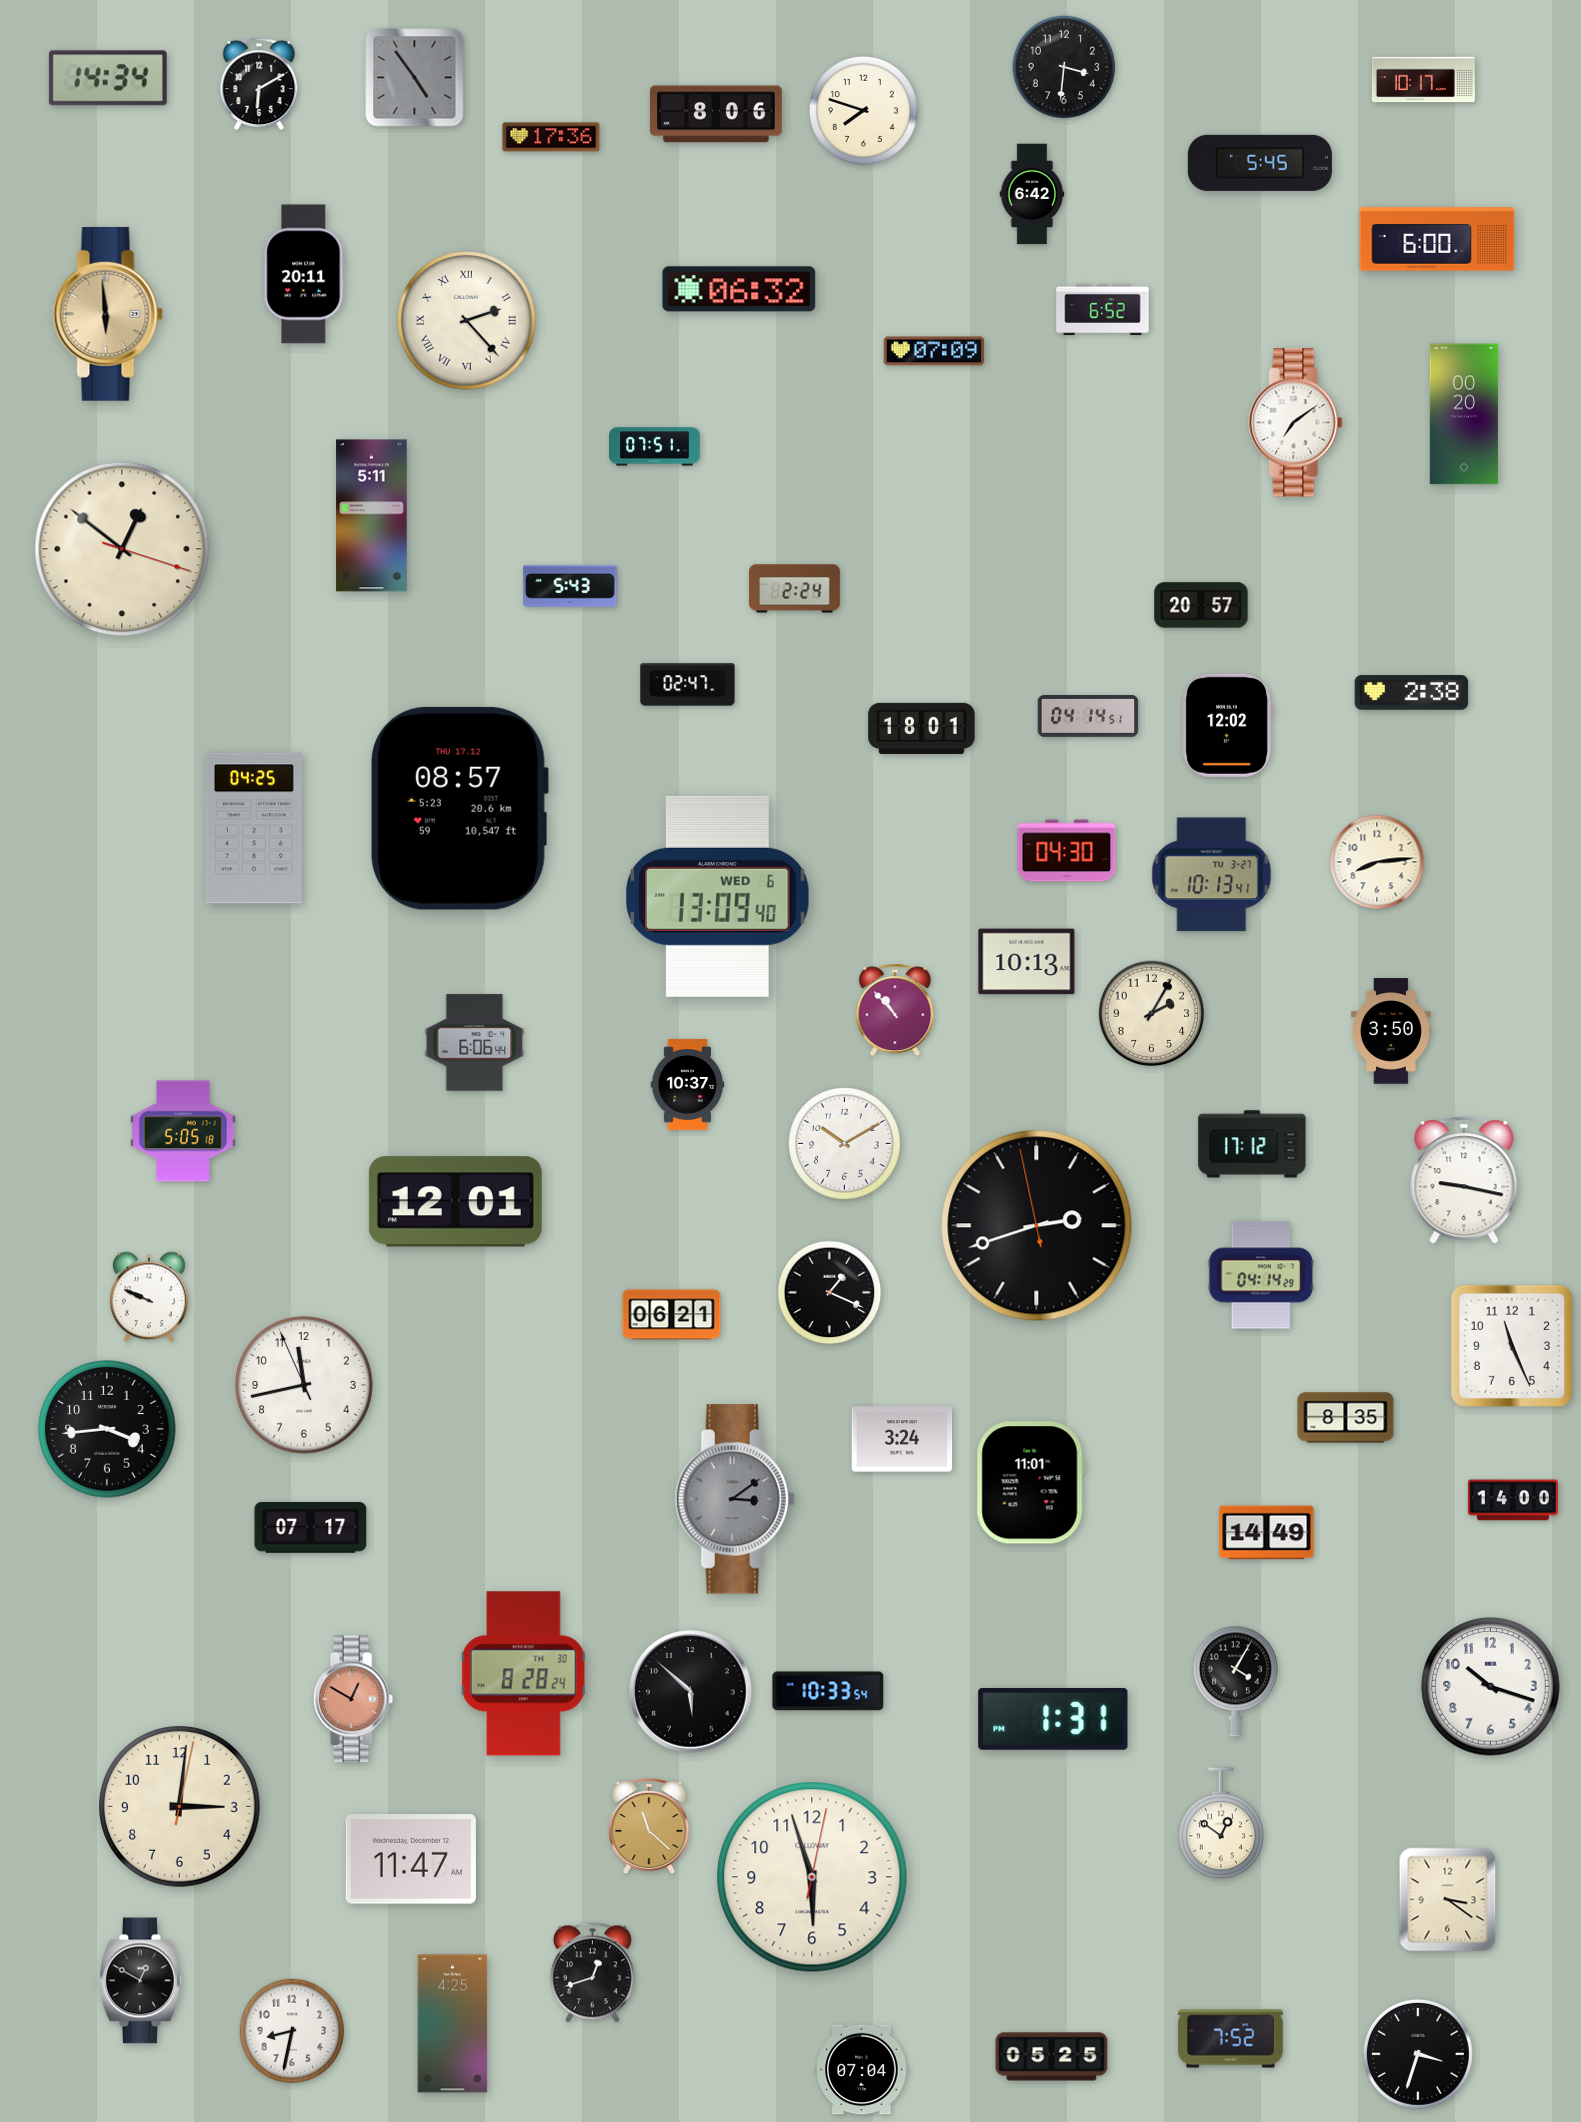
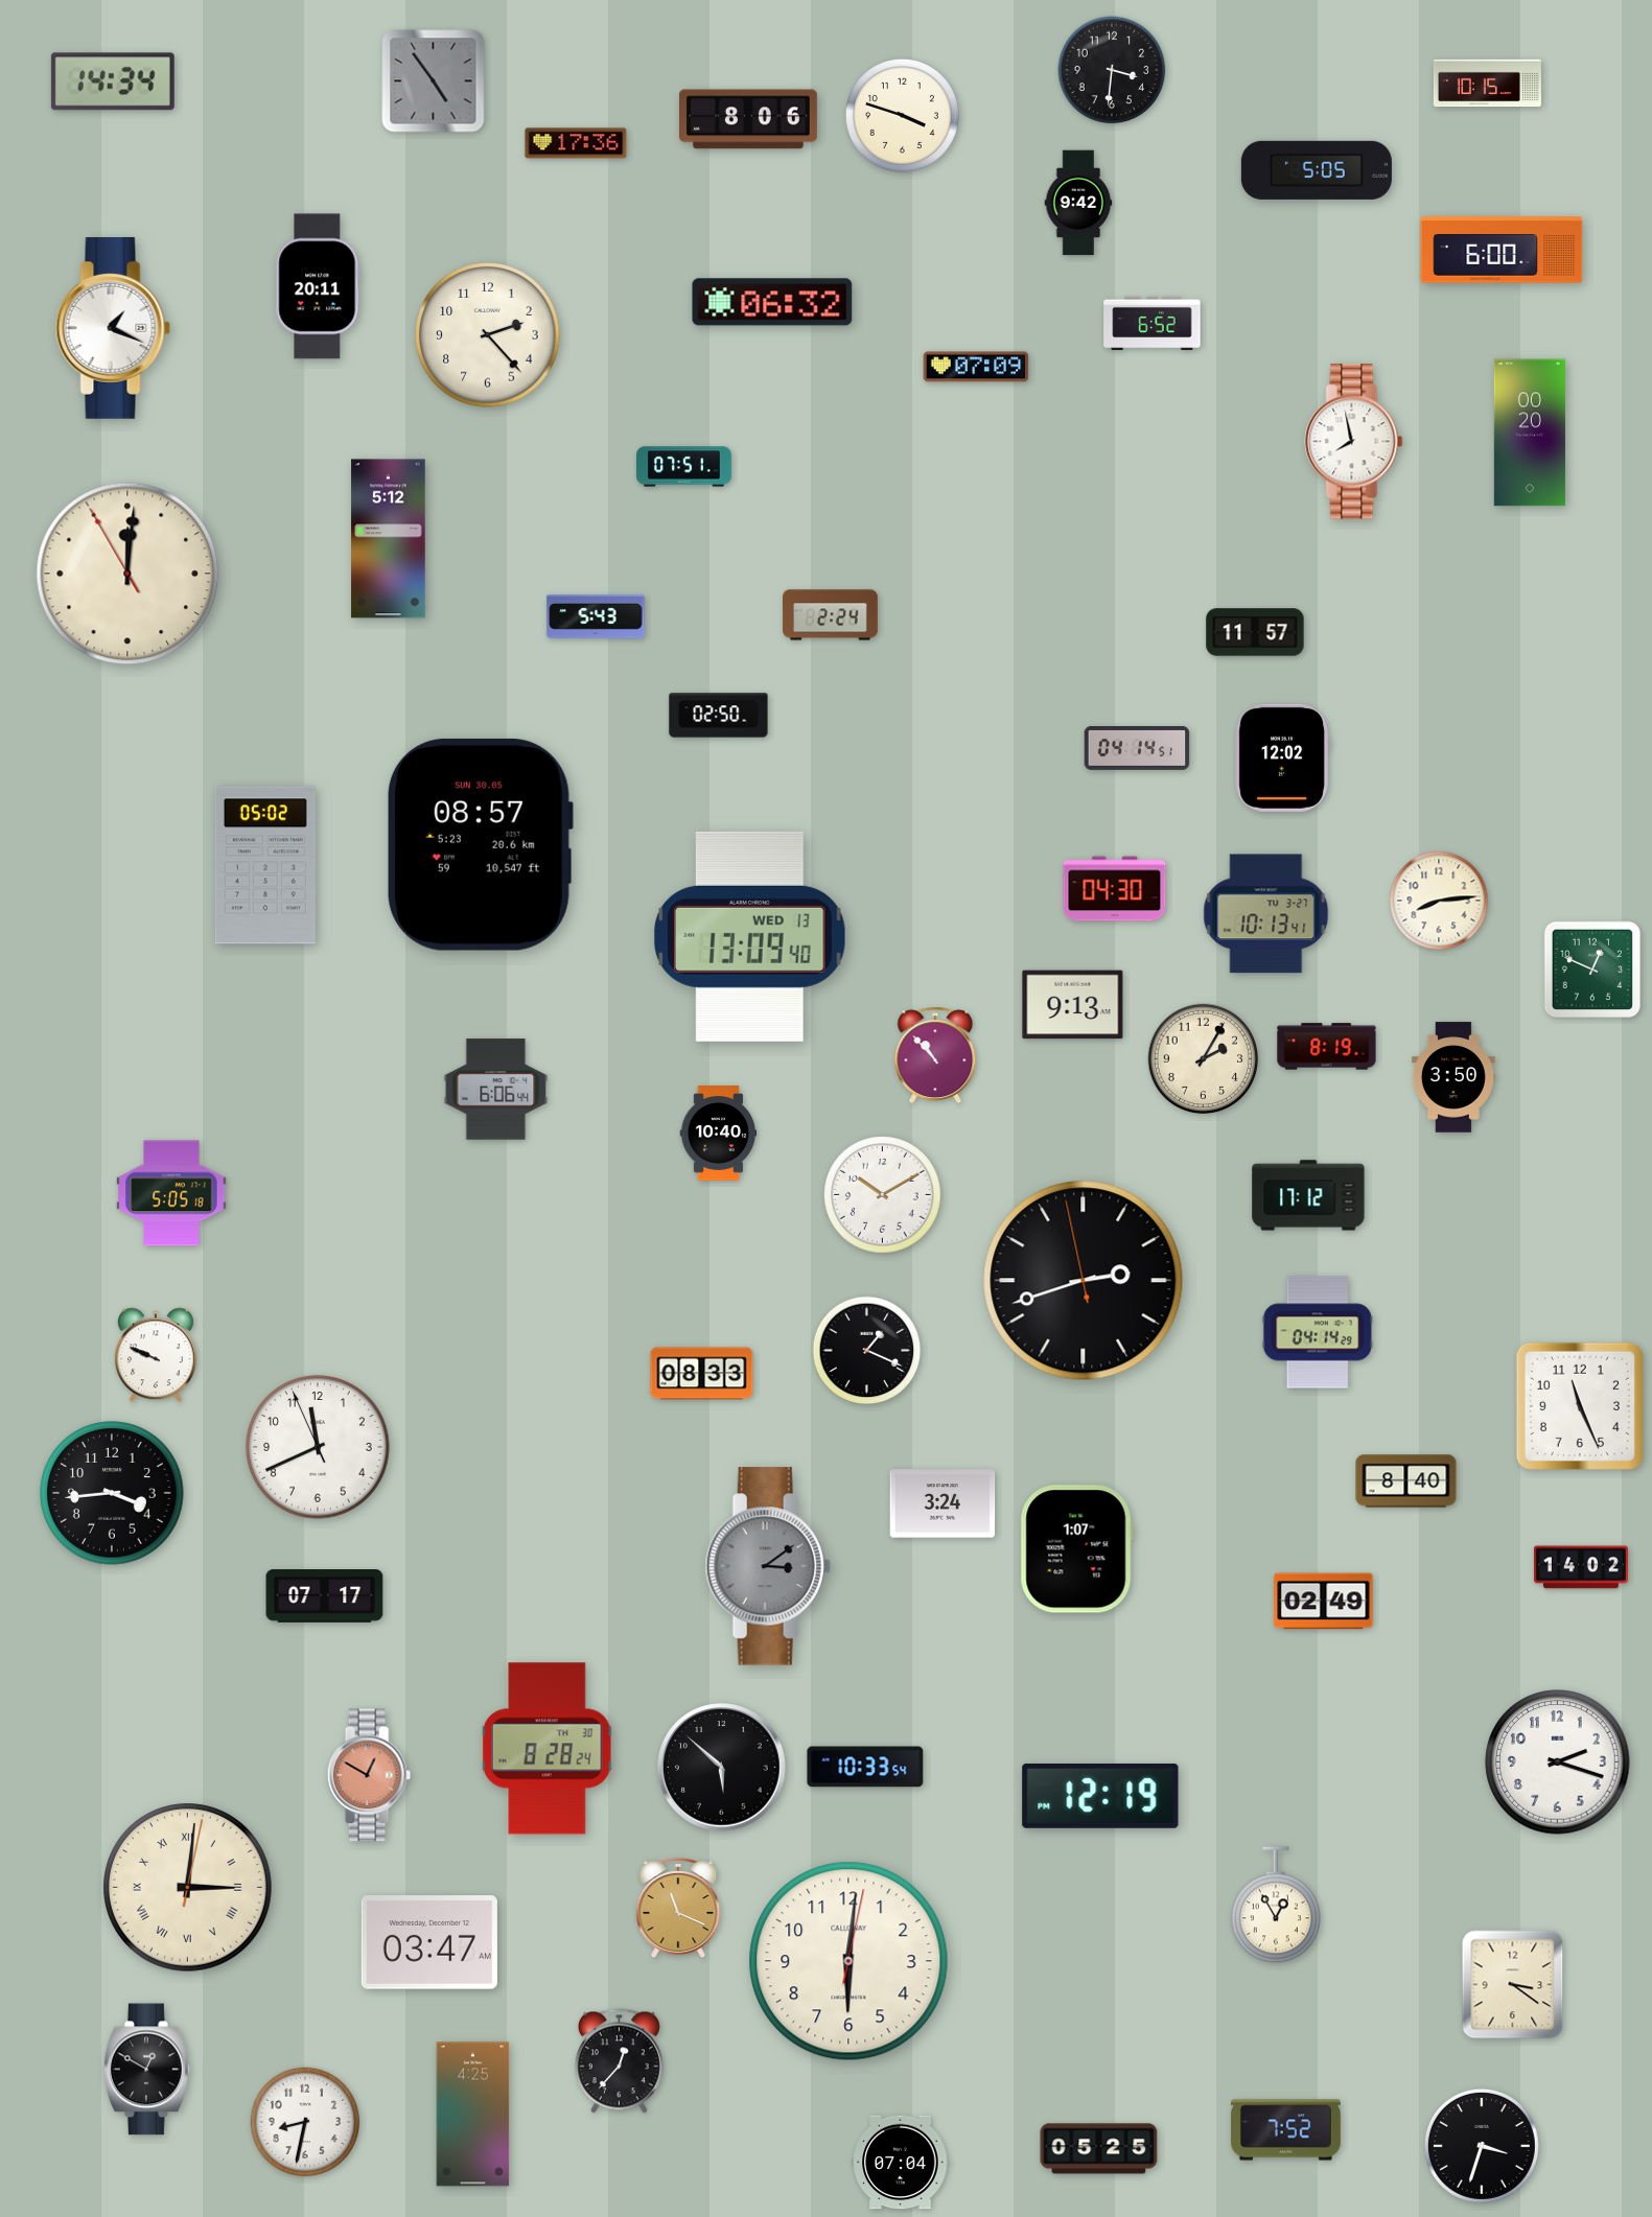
clock at (1423, 80): 10:17 -> 10:15
clock at (259, 83): 6:10 -> none
clock at (863, 110): 7:48 -> 3:48
clock at (1260, 163): 5:45 -> 5:05
clock at (1032, 194): 6:42 -> 9:42
clock at (108, 314): 5:59 -> 1:19
clock at (108, 314) dial: champagne -> white
clock at (467, 321) numerals: Roman -> Arabic
clock at (1296, 423): 7:09 -> 7:58
clock at (372, 516): 5:11 -> 5:12
clock at (122, 549): 12:51 -> 12:00
clock at (570, 586) position: (570, 586) -> (596, 616)
clock at (1201, 605): 20:57 -> 11:57
clock at (688, 685): 02:47 -> 02:50
clock at (1412, 693): 2:38 -> none
clock at (922, 728): 18:01 -> none
clock at (459, 808) date: THU 17.12 -> SUN 30.05
clock at (254, 828): 04:25 -> 05:02
clock at (718, 896) date: WED 6 -> WED 13
clock at (1591, 969): none -> 12:49
clock at (1027, 962): 10:13 -> 9:13
clock at (1327, 1047): none -> 8:19
clock at (688, 1085): 10:37 -> 10:40
clock at (183, 1131) position: (183, 1131) -> (171, 1193)
clock at (1464, 1180): 9:17 -> none
clock at (455, 1202): 12:01 -> none
clock at (672, 1315): 06:21 -> 08:33
clock at (304, 1385): 11:42 -> 11:40
clock at (1346, 1418): 8:35 -> 8:40
clock at (1030, 1483): 11:01 -> 1:07
clock at (1513, 1500): 14:00 -> 14:02
clock at (1267, 1533): 14:49 -> 02:49
clock at (1235, 1681): 4:05 -> none
clock at (1491, 1687): 10:18 -> 2:18
clock at (1053, 1719): 1:31 -> 12:19
clock at (180, 1807) numerals: Arabic -> Roman
clock at (1221, 1824): 12:51 -> 12:55
clock at (649, 1826): 11:22 -> 11:19
clock at (411, 1859): 11:47 -> 03:47
clock at (812, 1877): 5:57 -> 6:01
clock at (592, 1973): 12:42 -> 12:37
